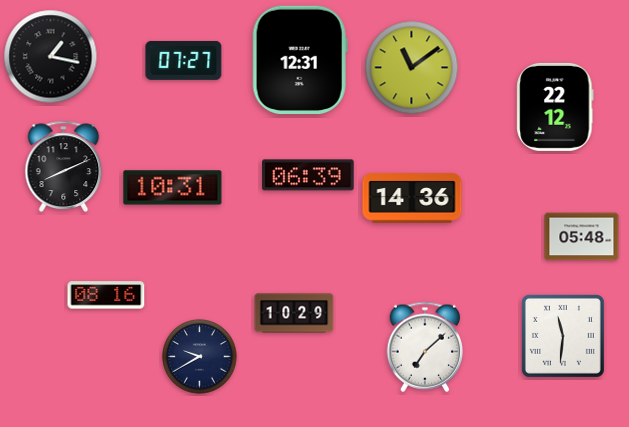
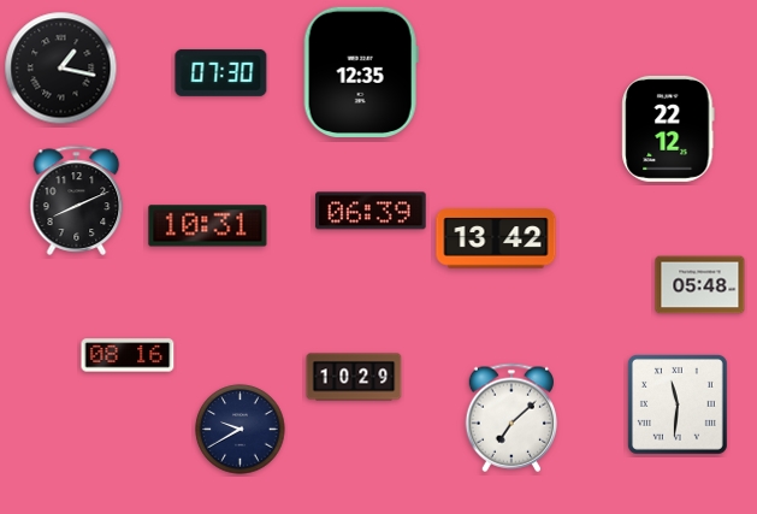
clock at (300, 59): 12:31 -> 12:35
clock at (184, 60): 07:27 -> 07:30
clock at (412, 68): 11:09 -> none
clock at (412, 198): 14:36 -> 13:42
